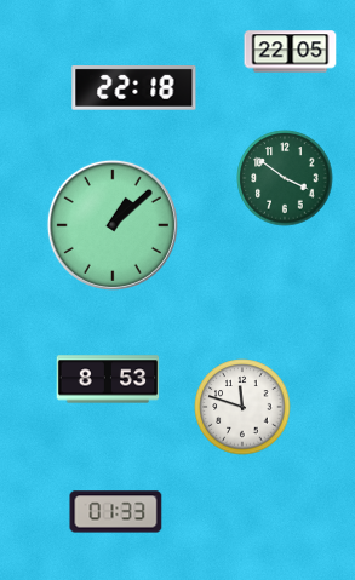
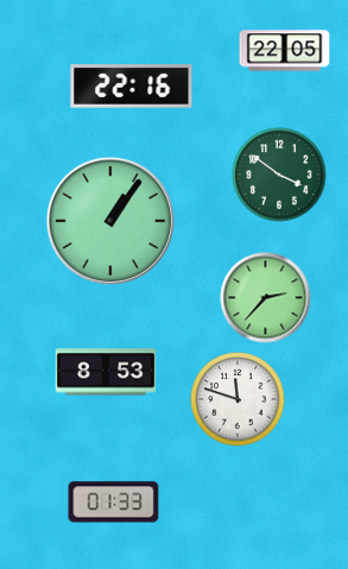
clock at (134, 88): 22:18 -> 22:16
clock at (113, 225): 1:08 -> 1:06
clock at (266, 298): none -> 2:37
